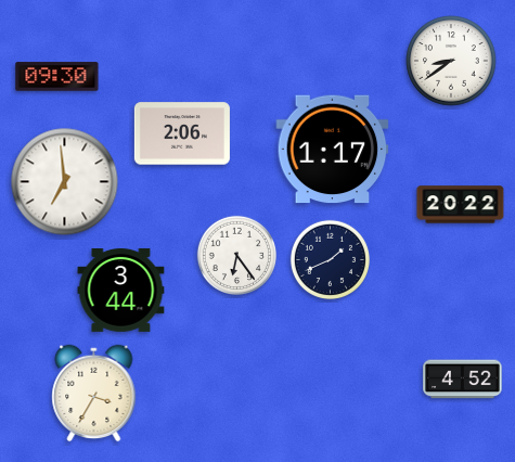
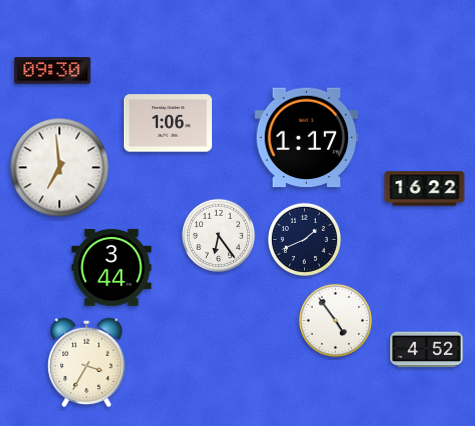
clock at (451, 61): 8:39 -> none
clock at (182, 133): 2:06 -> 1:06
clock at (461, 205): 20:22 -> 16:22
clock at (335, 320): none -> 4:54
